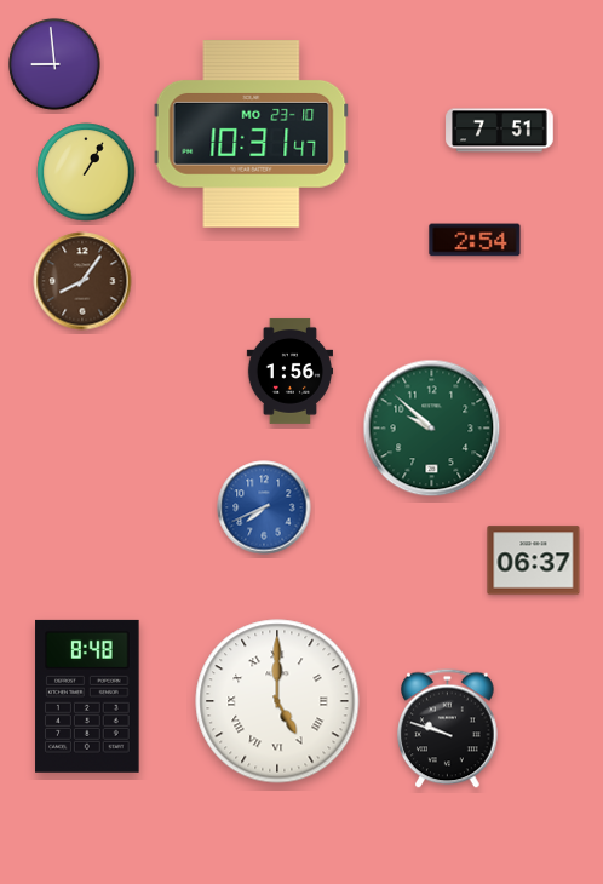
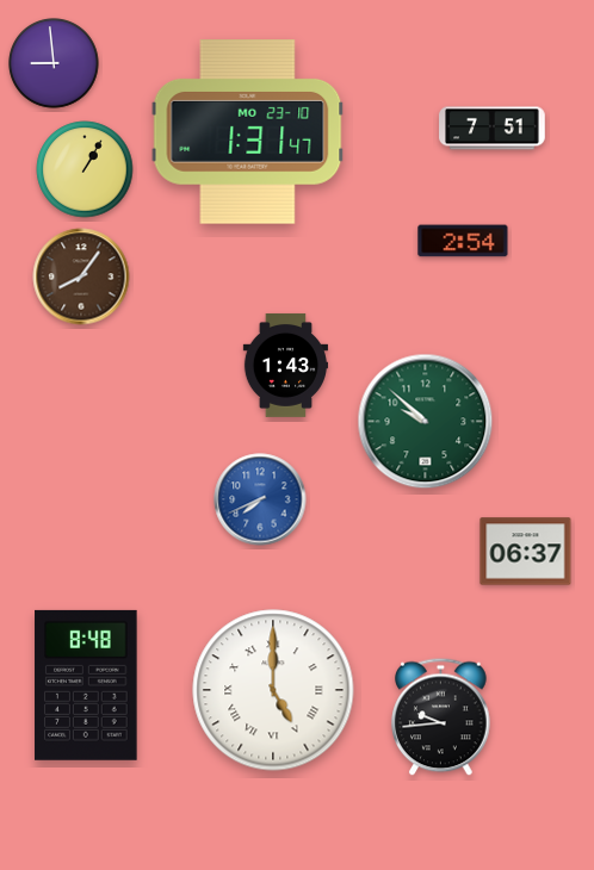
clock at (252, 134): 10:31 -> 1:31
clock at (475, 240) position: (475, 240) -> (463, 241)
clock at (289, 371): 1:56 -> 1:43
clock at (448, 729): 9:48 -> 9:44
